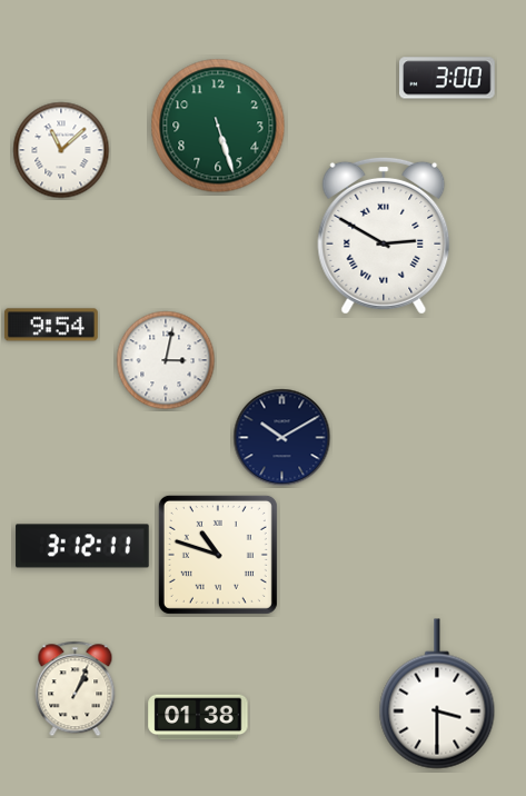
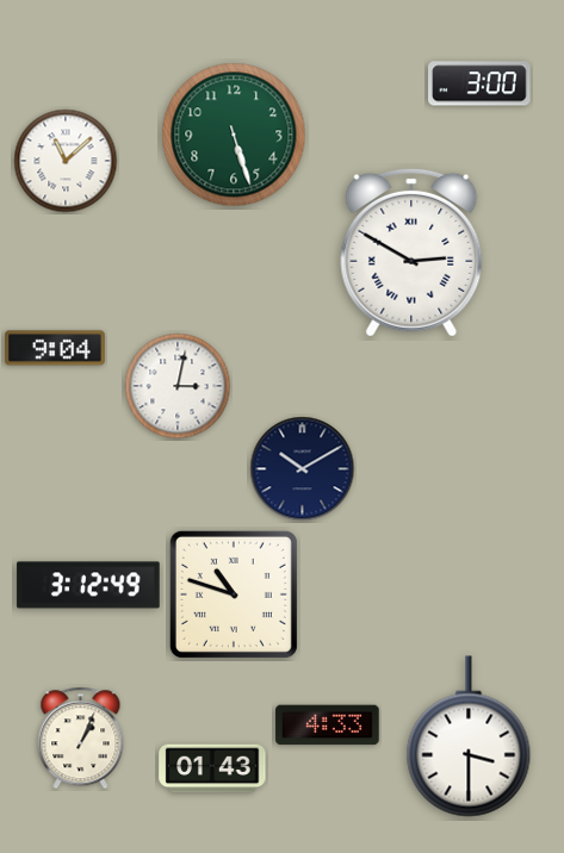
clock at (51, 325): 9:54 -> 9:04
clock at (82, 546): 3:12:11 -> 3:12:49
clock at (328, 726): none -> 4:33
clock at (437, 694) position: (437, 694) -> (469, 736)
clock at (198, 717): 01:38 -> 01:43
